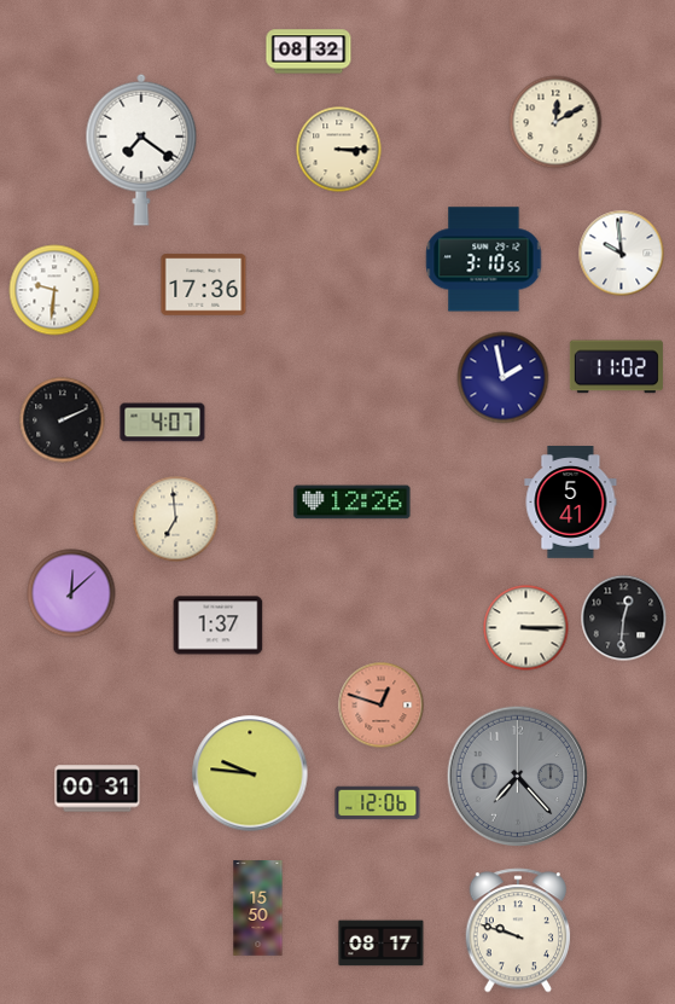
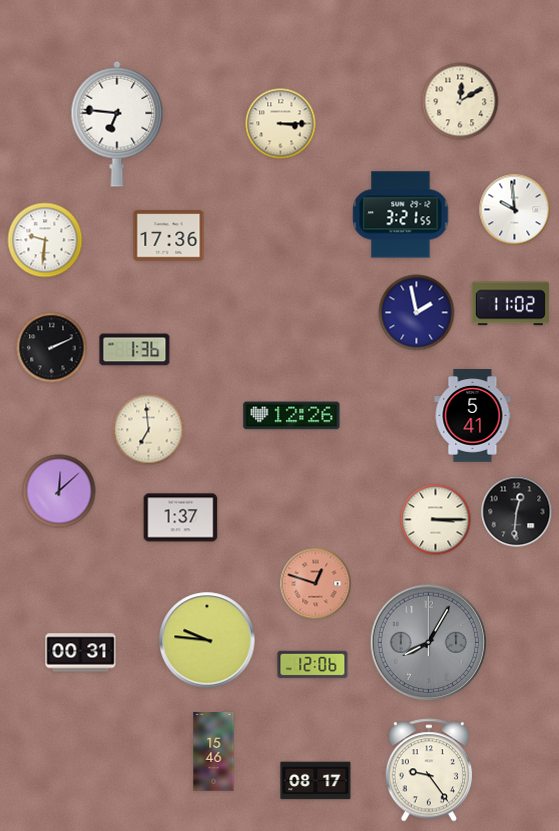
clock at (309, 52): 08:32 -> none
clock at (141, 150): 7:21 -> 6:46
clock at (484, 260): 3:10 -> 3:21
clock at (163, 423): 4:07 -> 1:36
clock at (176, 520) position: (176, 520) -> (149, 430)
clock at (518, 777): 7:23 -> 8:05
clock at (258, 909): 15:50 -> 15:46
clock at (518, 930): 9:48 -> 9:24
